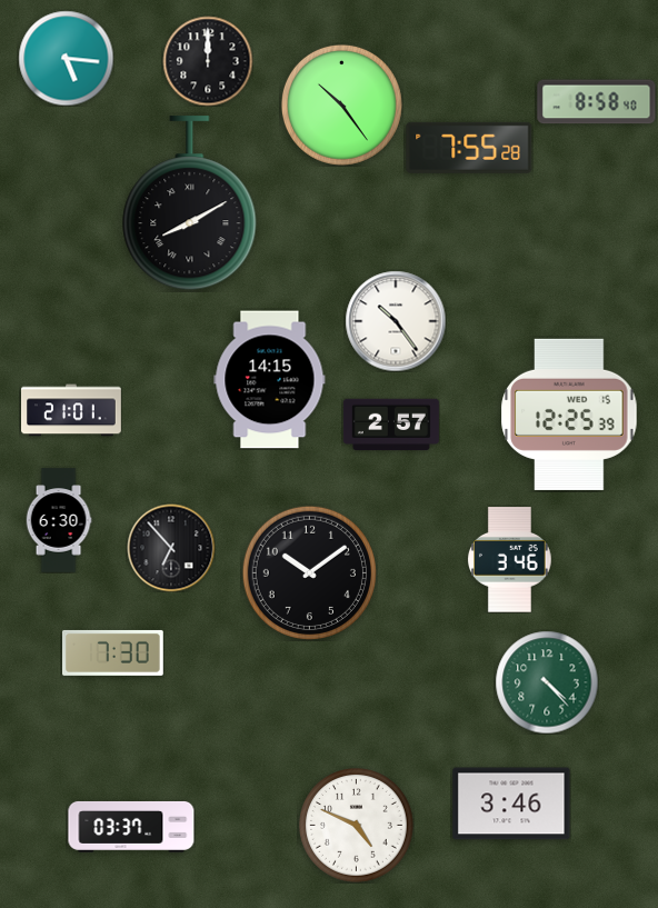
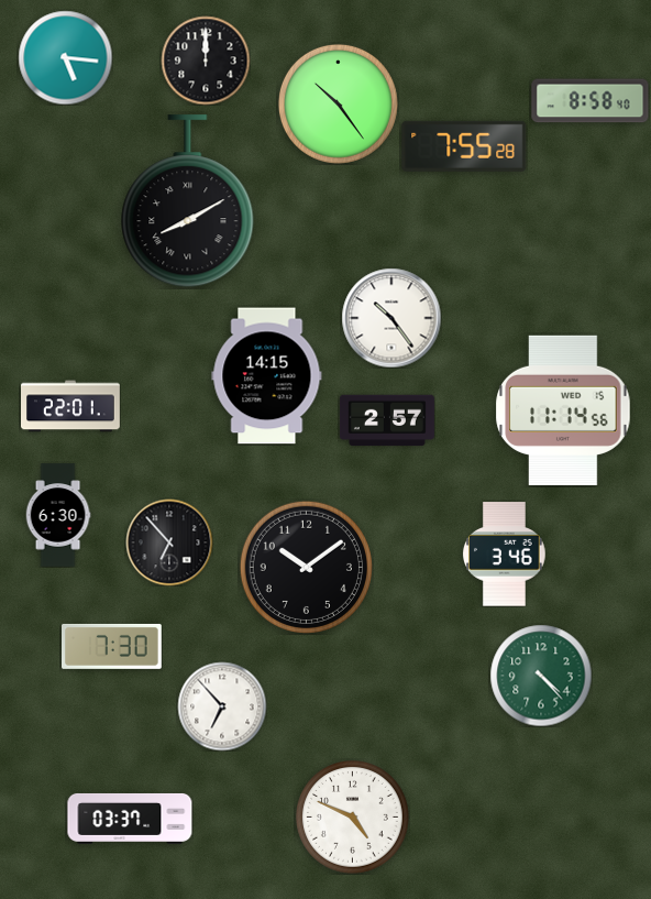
clock at (72, 410): 21:01 -> 22:01
clock at (569, 415): 12:25 -> 11:14
clock at (222, 706): none -> 6:53
clock at (511, 804): 3:46 -> none
